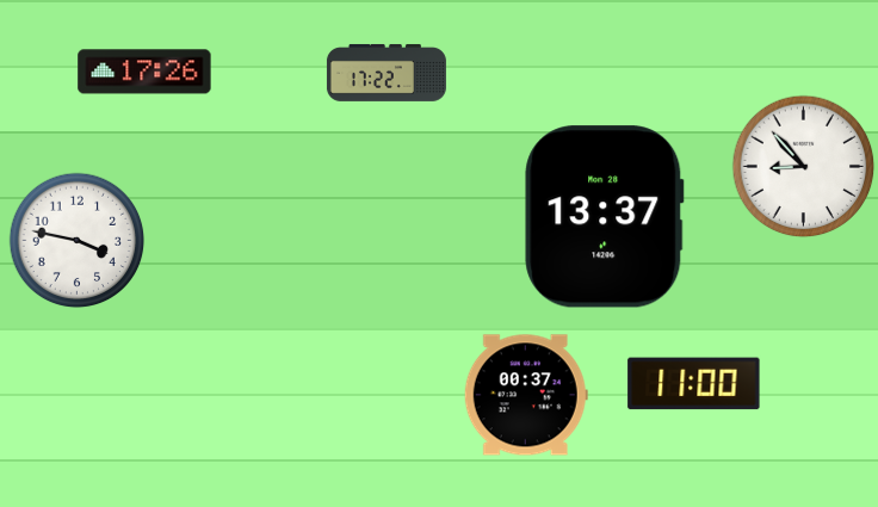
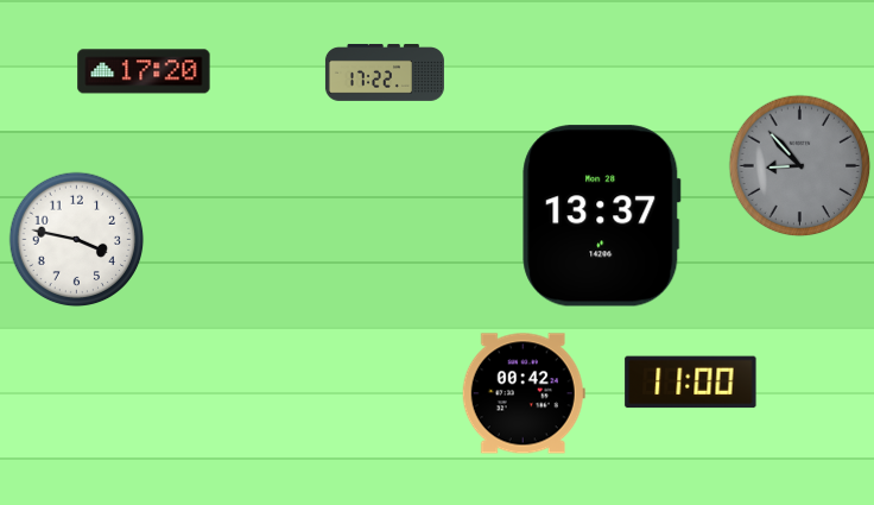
clock at (144, 72): 17:26 -> 17:20
clock at (804, 167) dial: white -> grey
clock at (526, 395): 00:37 -> 00:42
